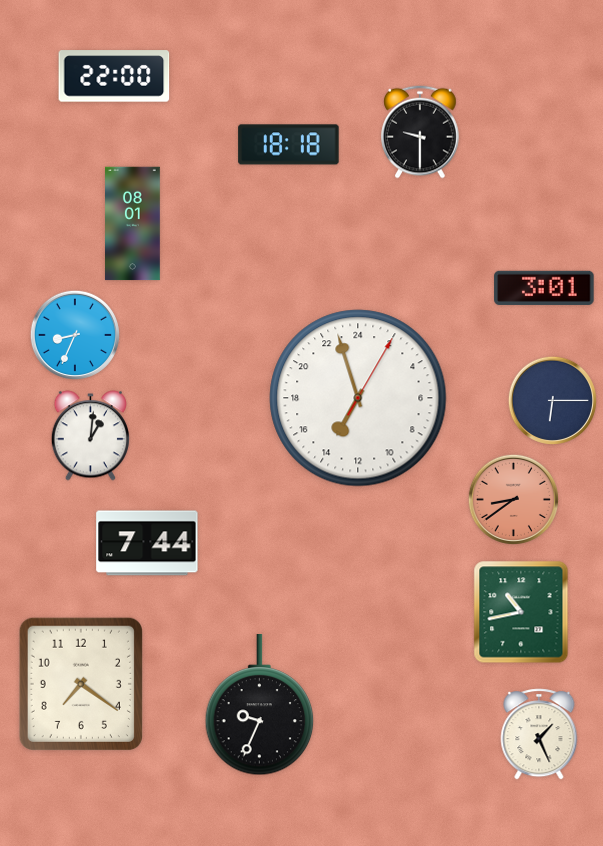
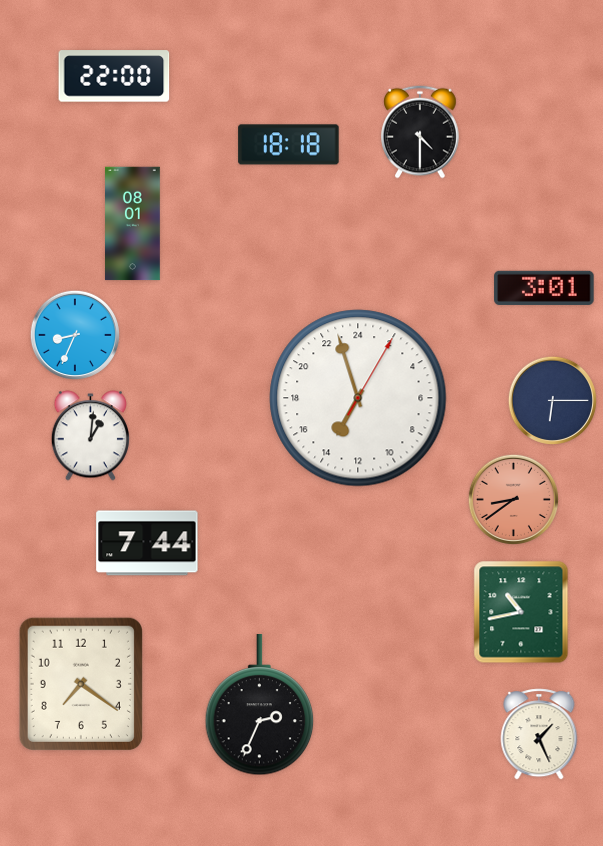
clock at (420, 132): 9:30 -> 4:30
clock at (260, 706): 9:34 -> 2:34
